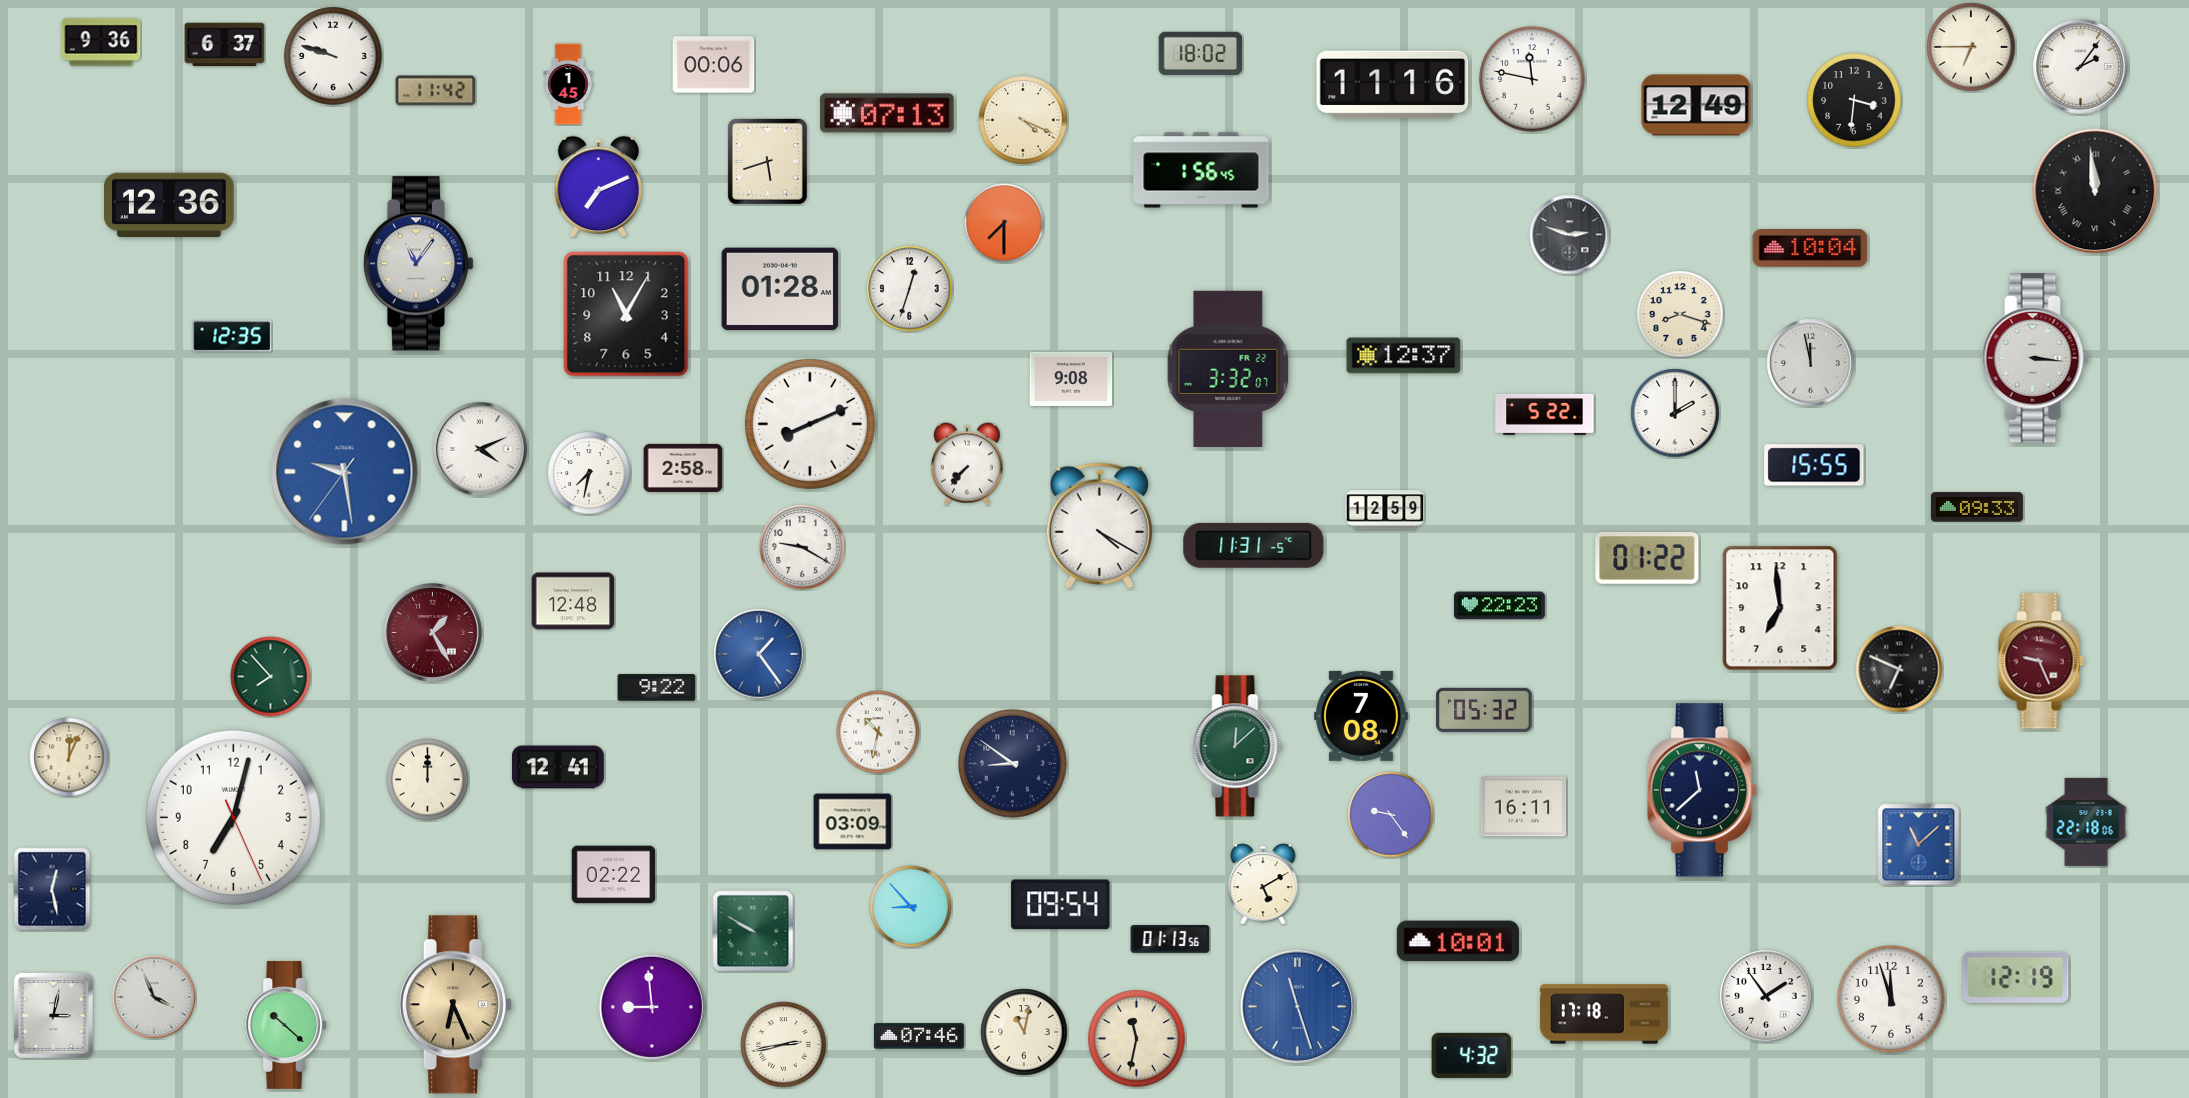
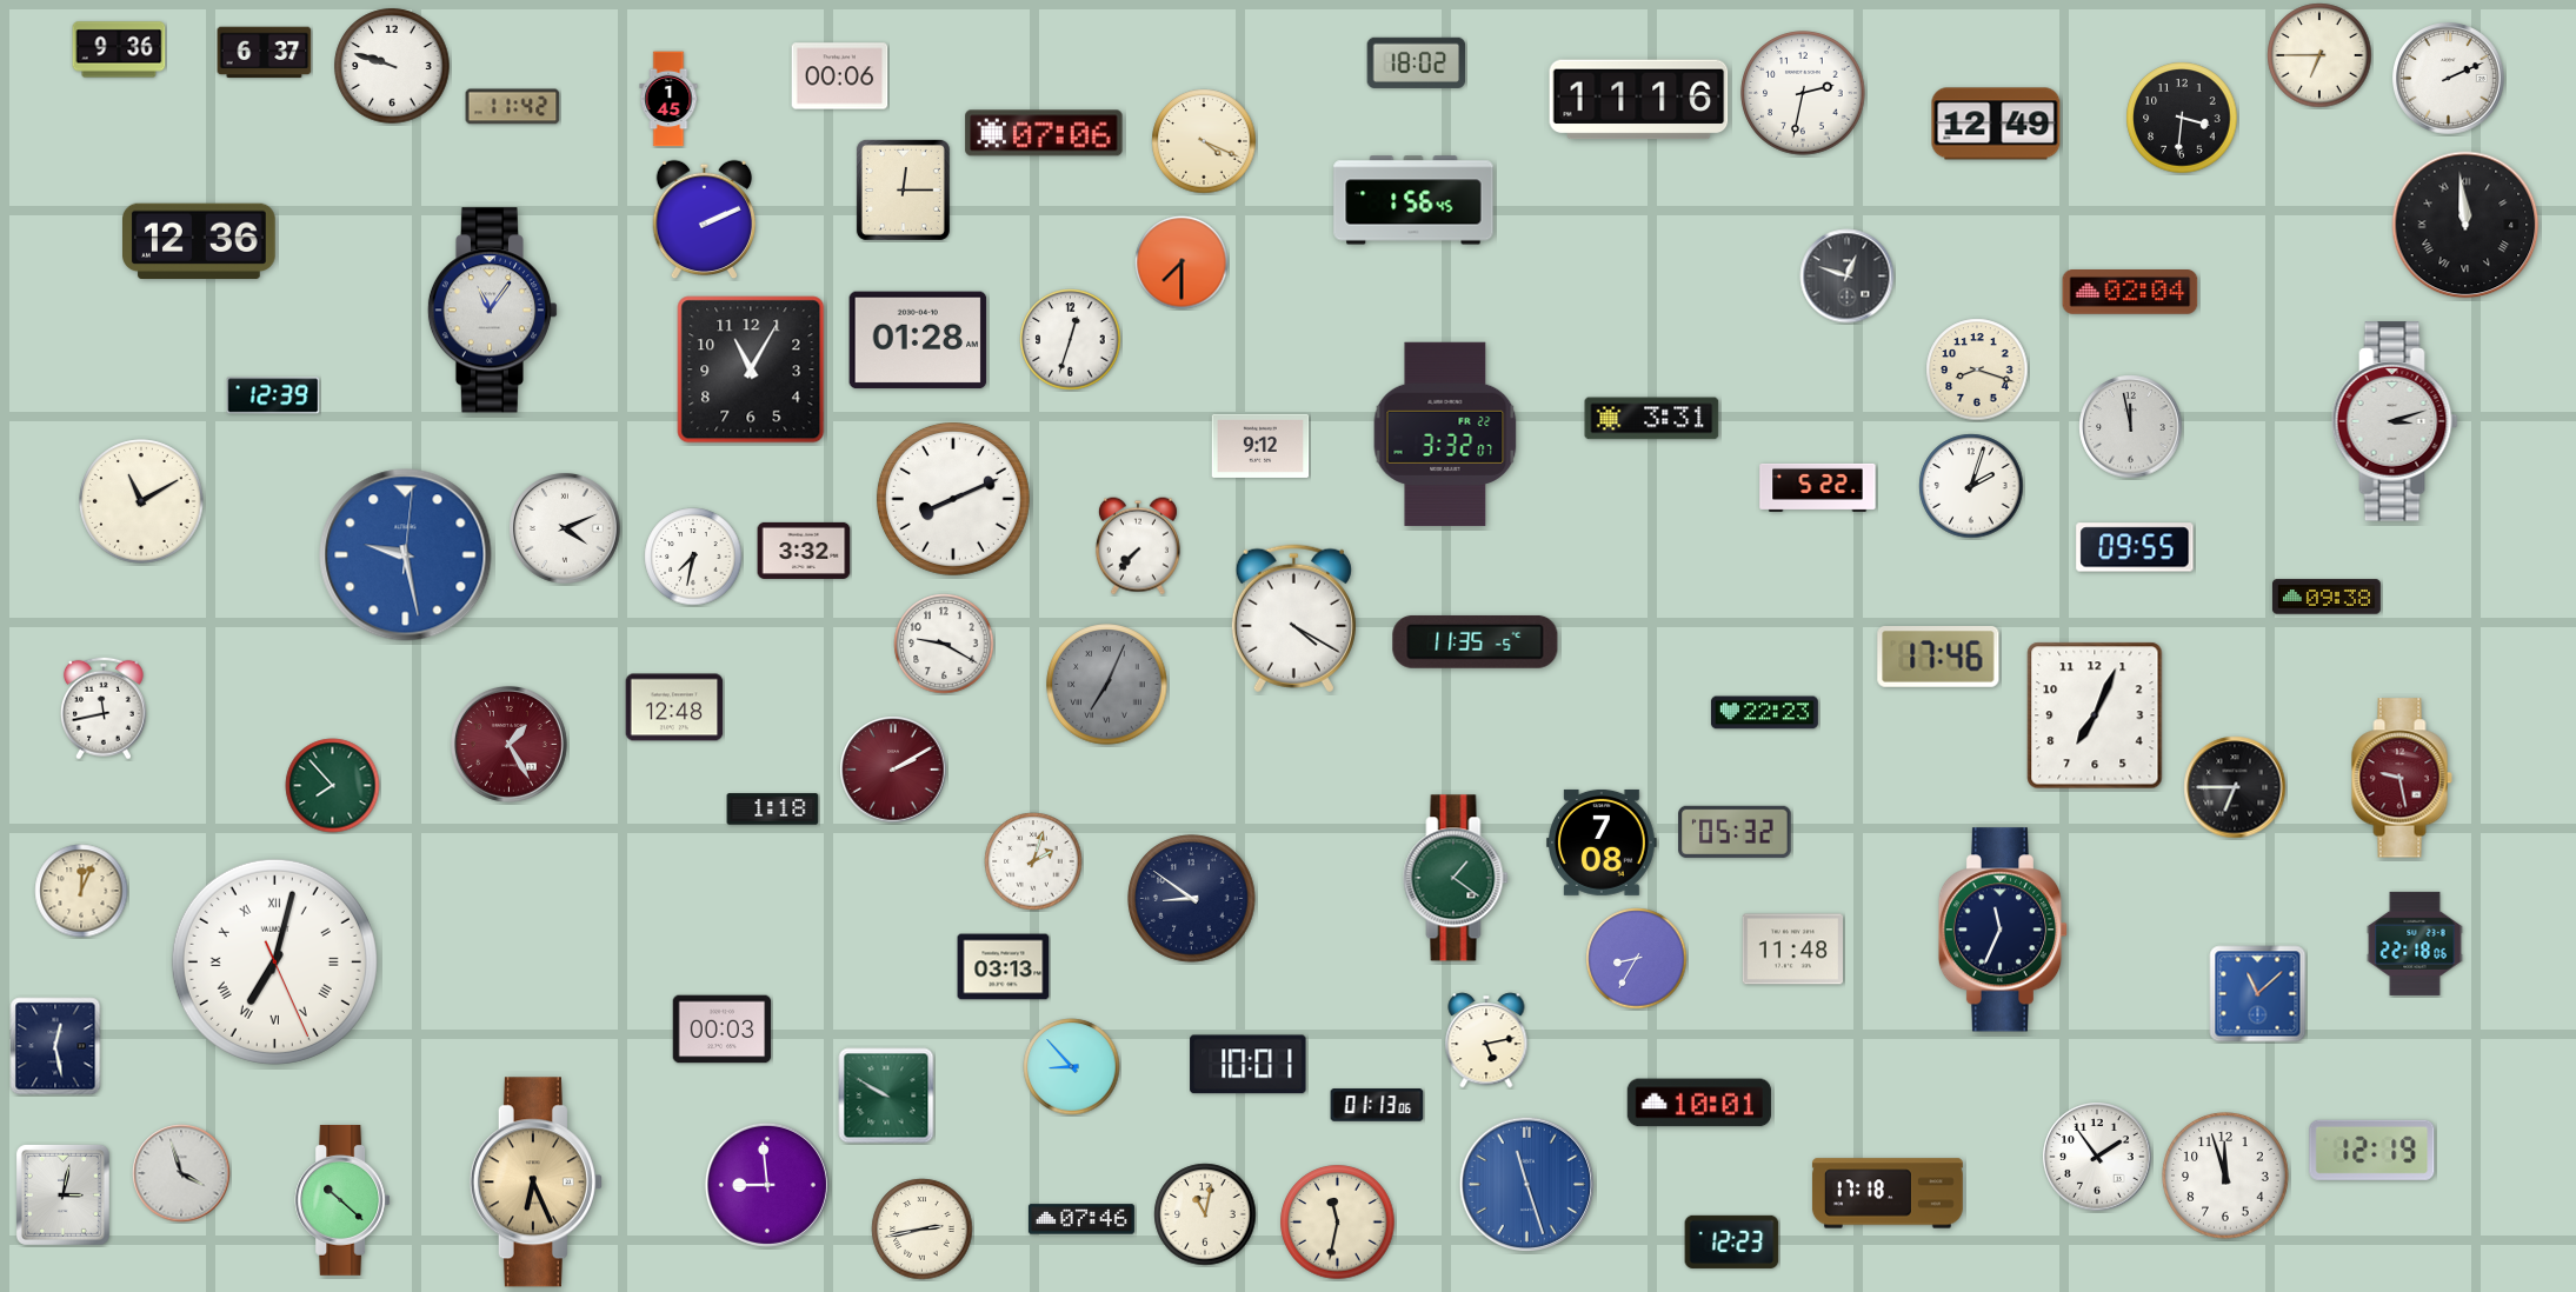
clock at (1201, 53) position: (1201, 53) -> (1417, 62)
clock at (2081, 67): 2:06 -> 2:11
clock at (1532, 79): 11:47 -> 2:32
clock at (887, 113): 07:13 -> 07:06
clock at (767, 161): 5:42 -> 12:15
clock at (599, 187): 7:11 -> 2:11
clock at (1570, 235): 2:48 -> 12:48
clock at (1810, 249): 10:04 -> 02:04
clock at (626, 314) position: (626, 314) -> (751, 369)
clock at (232, 336): 12:35 -> 12:39
clock at (1404, 356): 12:37 -> 3:31
clock at (2035, 358): 3:16 -> 3:12
clock at (1071, 379): 9:08 -> 9:12
clock at (1675, 413): 2:00 -> 2:03
clock at (141, 501): none -> 11:10
clock at (1814, 465): 15:55 -> 09:55
clock at (683, 468): 2:58 -> 3:32
clock at (345, 472): 9:28:36 -> 9:28:01
clock at (1977, 507): 09:33 -> 09:38
clock at (1385, 510): 12:59 -> none
clock at (1254, 546): 11:31 -> 11:35
clock at (1647, 559): 01:22 -> 17:46
clock at (1107, 685): none -> 7:04
clock at (104, 708): none -> 11:43
clock at (1780, 608): 6:59 -> 7:04
clock at (759, 654): 1:24 -> 2:10
clock at (759, 654) dial: blue -> burgundy
clock at (2041, 661): 9:26 -> 9:28
clock at (1899, 669): 6:49 -> 6:45
clock at (271, 677) position: (271, 677) -> (333, 786)
clock at (657, 688): 9:22 -> 1:18
clock at (1484, 710) position: (1484, 710) -> (1735, 832)
clock at (878, 732): 10:32 -> 2:03
clock at (1237, 746): 12:08 -> 1:21
clock at (558, 767): 12:41 -> none
clock at (428, 780): 12:00 -> none
clock at (1702, 790): 11:38 -> 11:34
clock at (1523, 807): 16:11 -> 11:48
clock at (1391, 815): 9:24 -> 8:35
clock at (233, 817) numerals: Arabic -> Roman
clock at (853, 822): 03:09 -> 03:13
clock at (2086, 822) position: (2086, 822) -> (2415, 944)
clock at (614, 875): 02:22 -> 00:03
clock at (1263, 884): 5:10 -> 5:13
clock at (52, 889) position: (52, 889) -> (55, 1046)
clock at (1061, 905): 09:54 -> 10:01
clock at (1170, 939): 01:13:56 -> 01:13:06
clock at (1458, 941) position: (1458, 941) -> (1699, 1103)
clock at (1766, 996) position: (1766, 996) -> (2097, 1157)
clock at (154, 997): 3:56 -> 3:57
clock at (286, 1025) position: (286, 1025) -> (342, 1200)
clock at (1472, 1055): 4:32 -> 12:23
